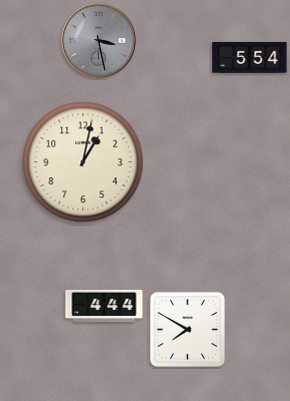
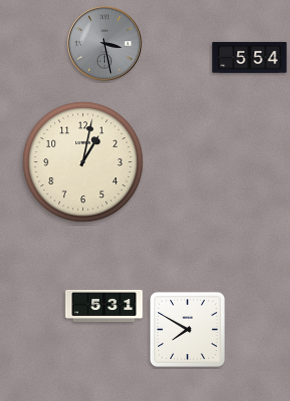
clock at (99, 41) position: (99, 41) -> (105, 44)
clock at (104, 306): 4:44 -> 5:31
